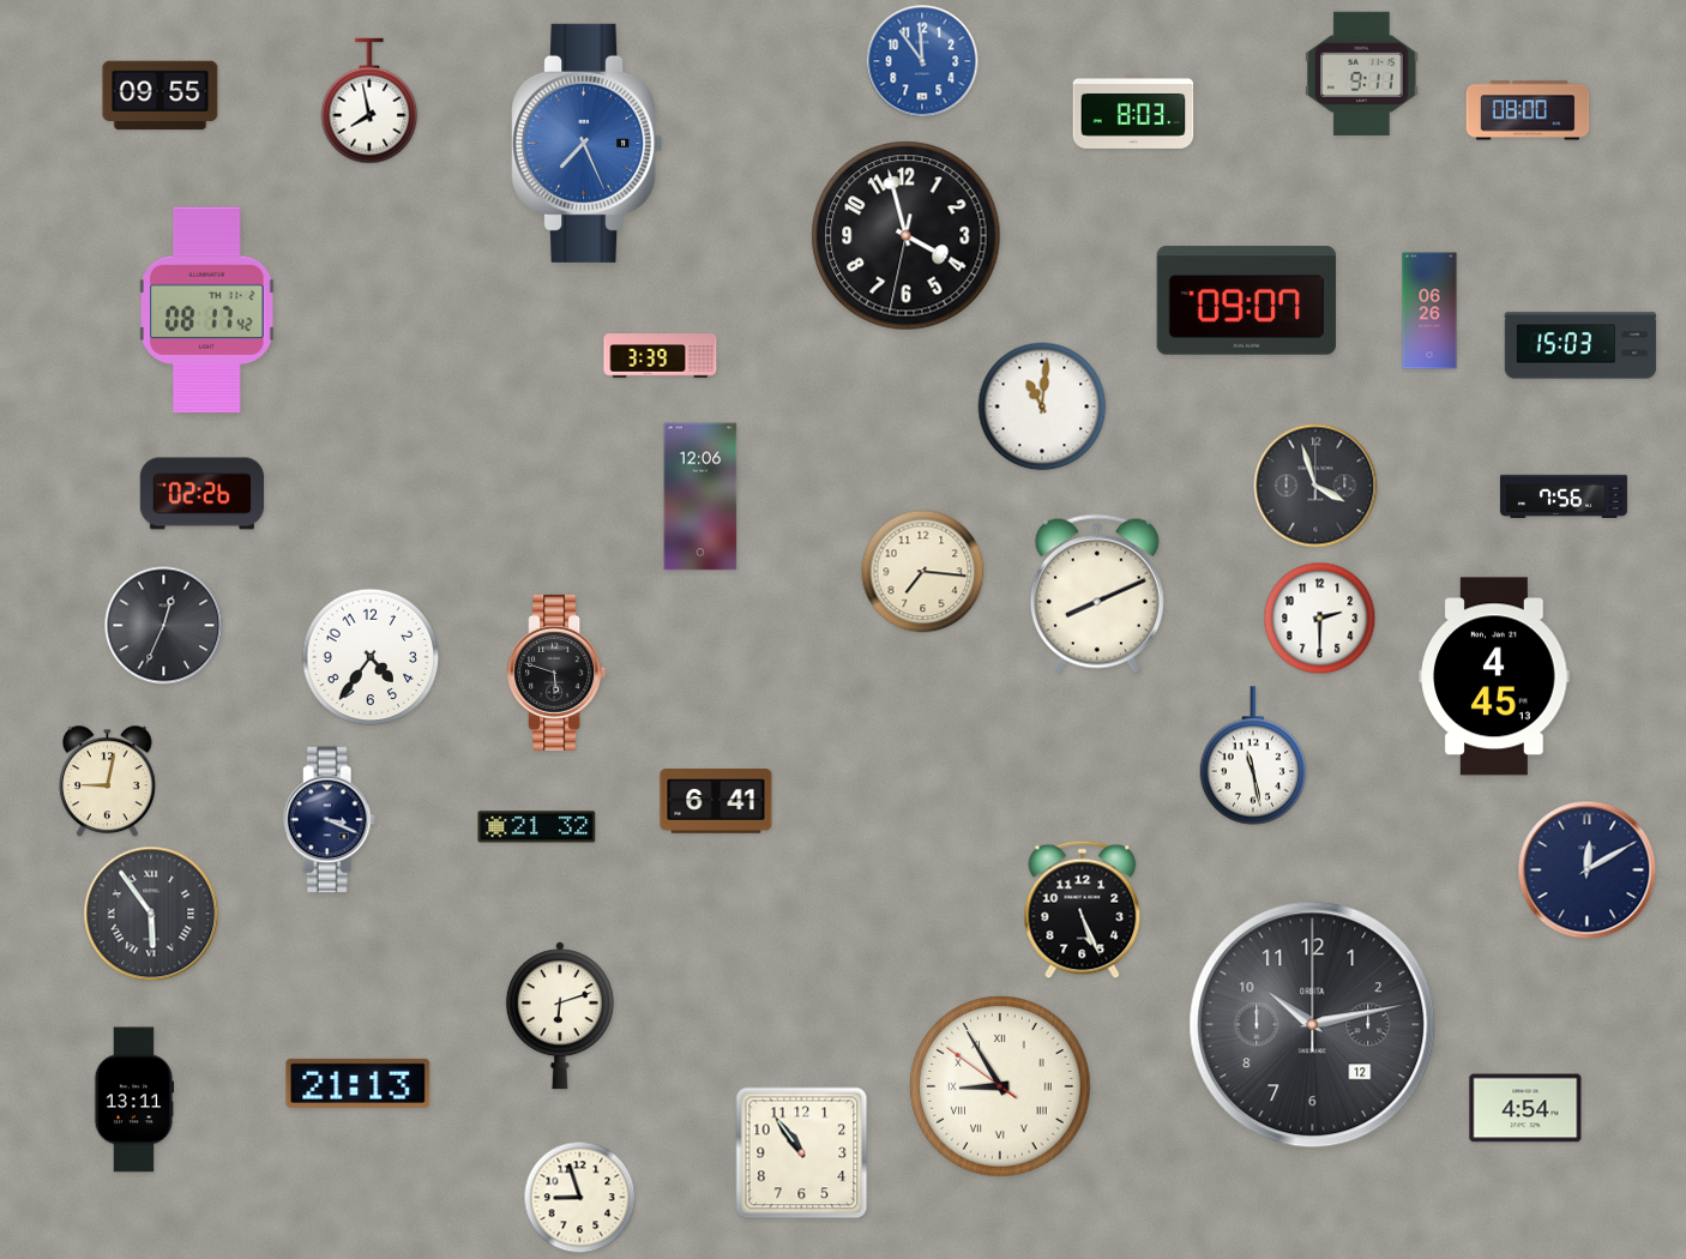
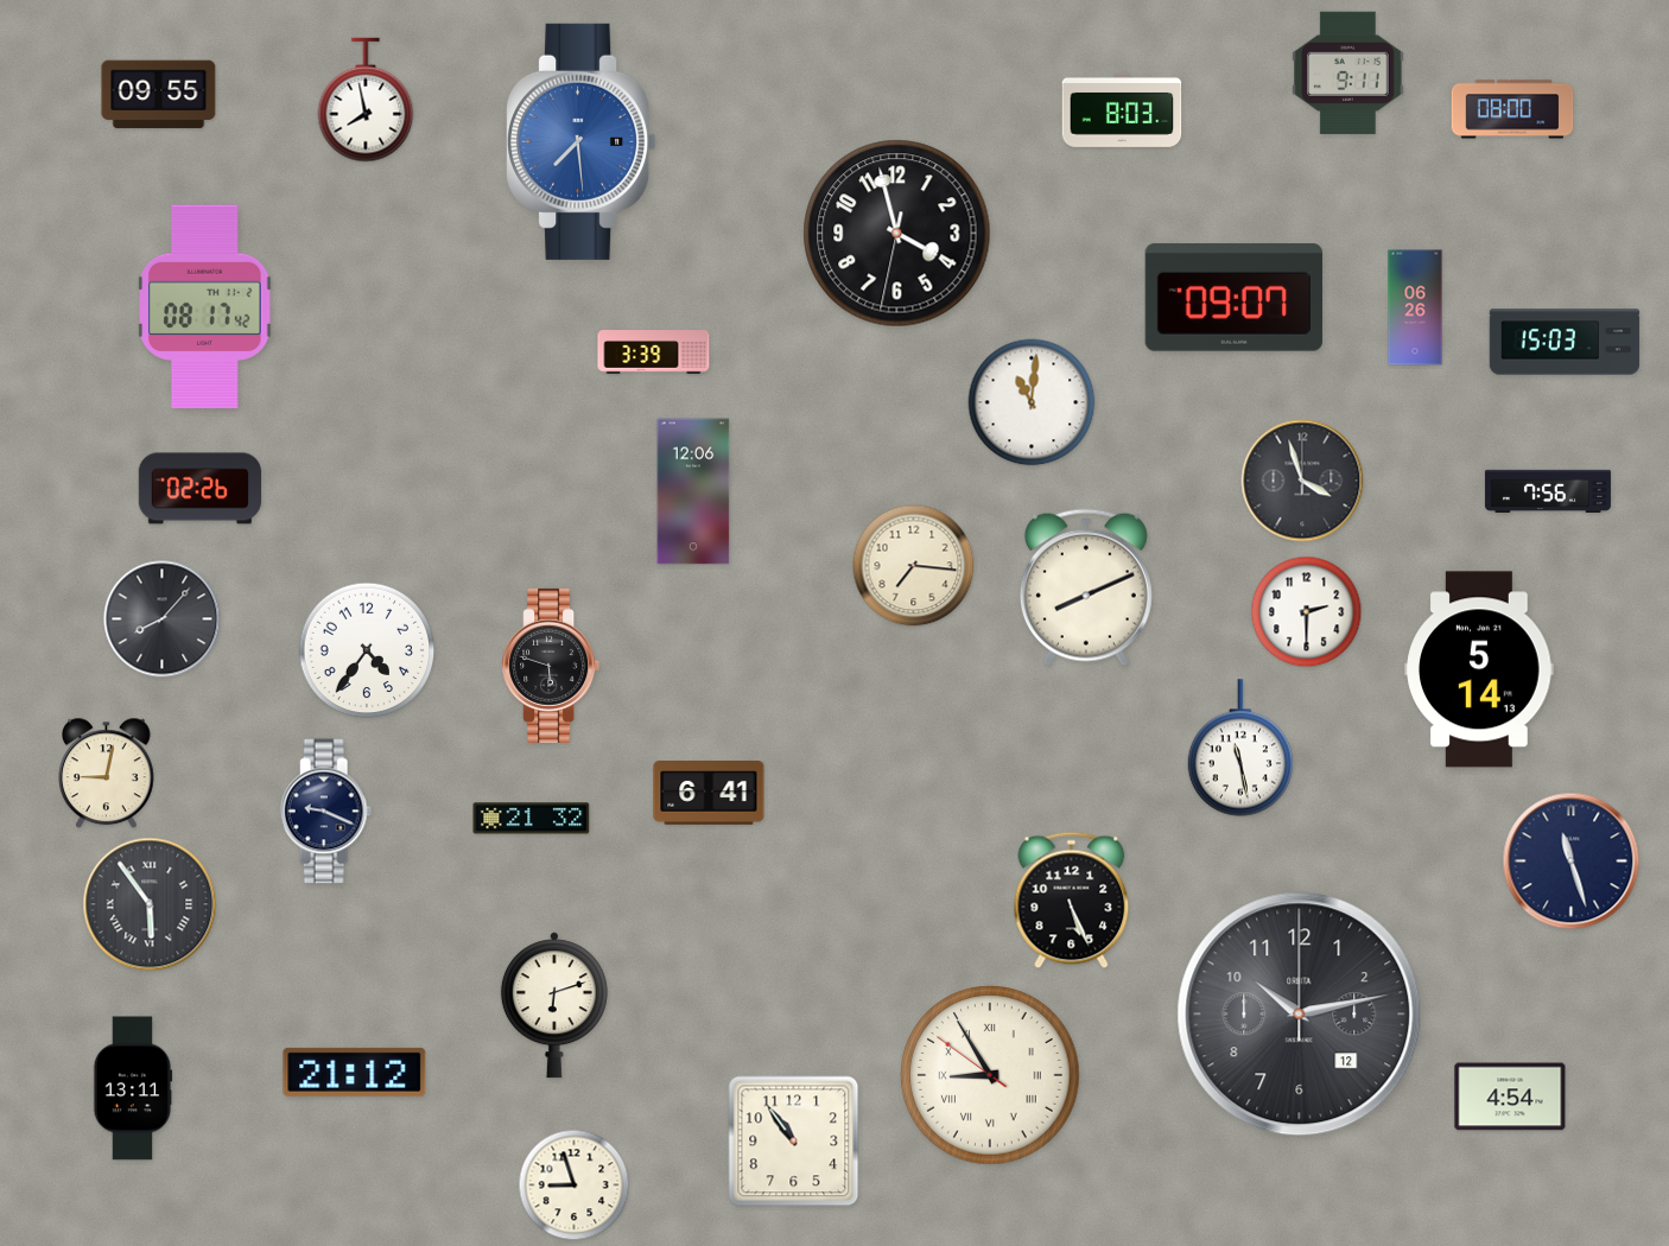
clock at (922, 61): 11:54 -> none
clock at (588, 143): 7:26 -> 7:29
clock at (164, 626): 12:34 -> 8:07
clock at (1494, 676): 4:45 -> 5:14
clock at (330, 820): 3:19 -> 9:19
clock at (1588, 871): 12:10 -> 11:27
clock at (359, 1083): 21:13 -> 21:12
